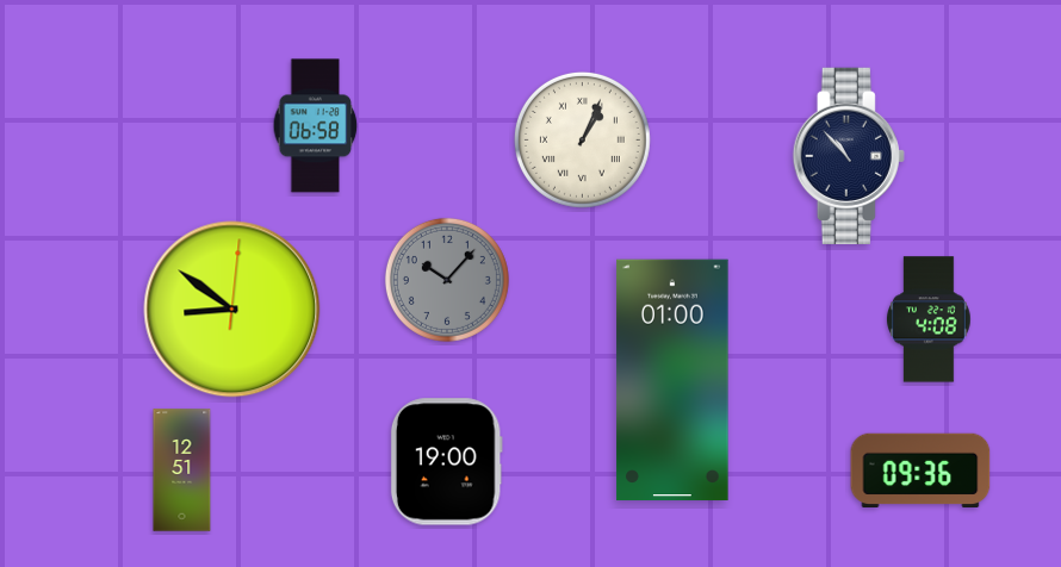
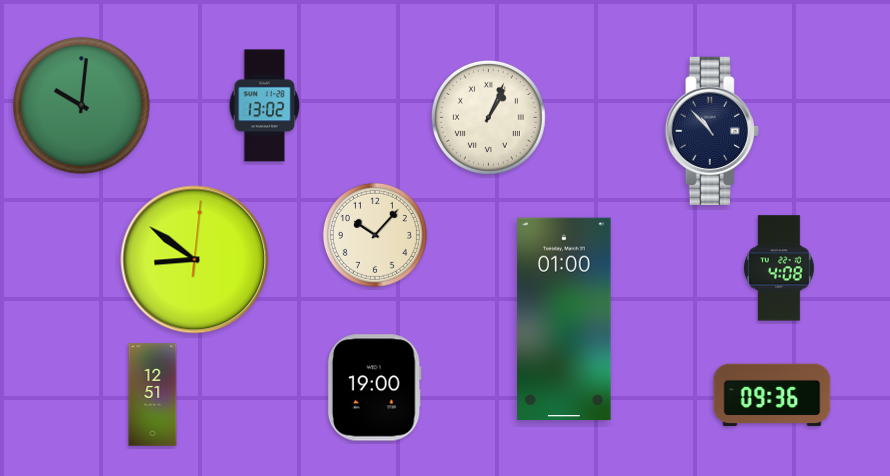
clock at (82, 106): none -> 10:01
clock at (316, 126): 06:58 -> 13:02
clock at (447, 280) dial: grey -> cream
